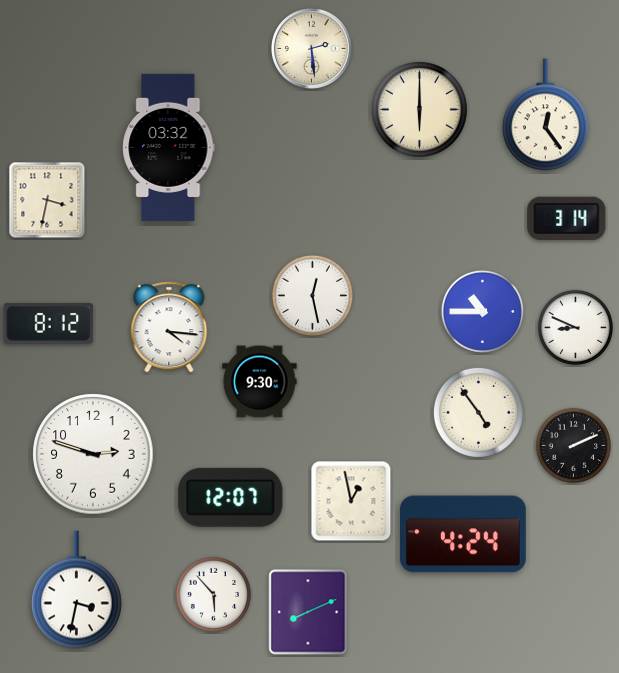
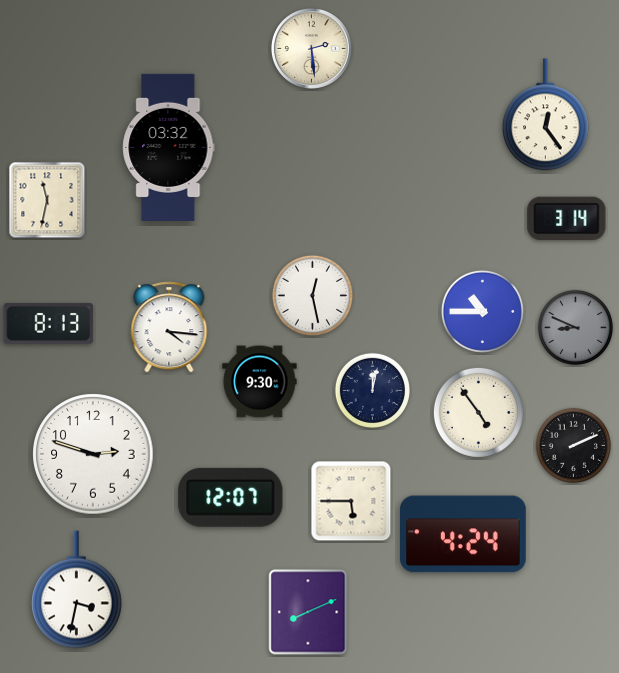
clock at (419, 109): 6:00 -> none
clock at (47, 200): 3:32 -> 11:32
clock at (49, 324): 8:12 -> 8:13
clock at (575, 327) dial: white -> grey
clock at (372, 390): none -> 12:02
clock at (351, 501): 12:58 -> 5:45
clock at (213, 594): 5:53 -> none
